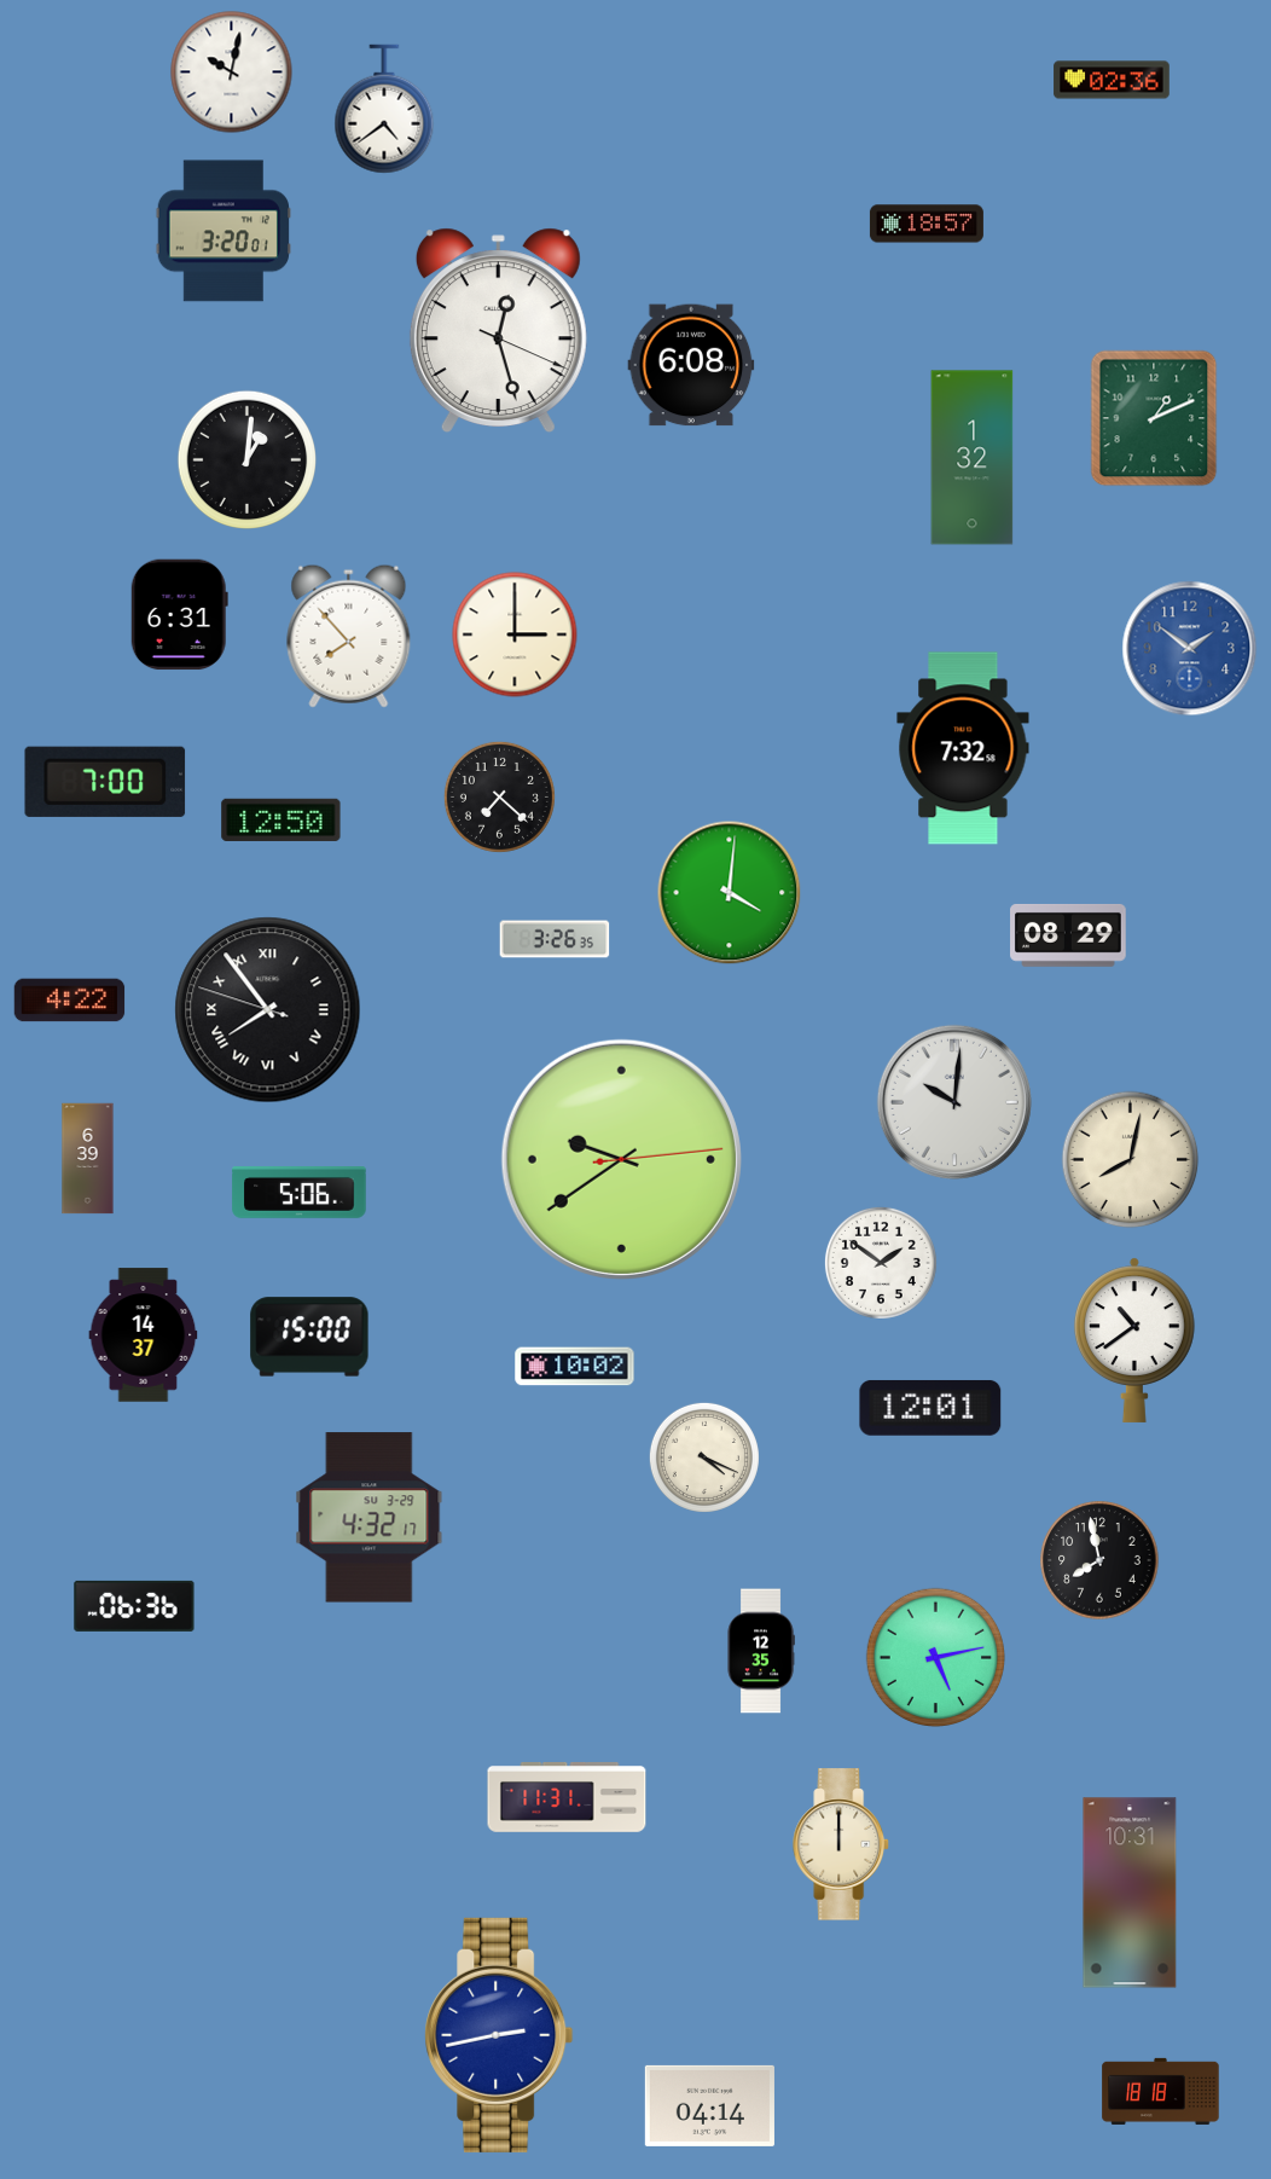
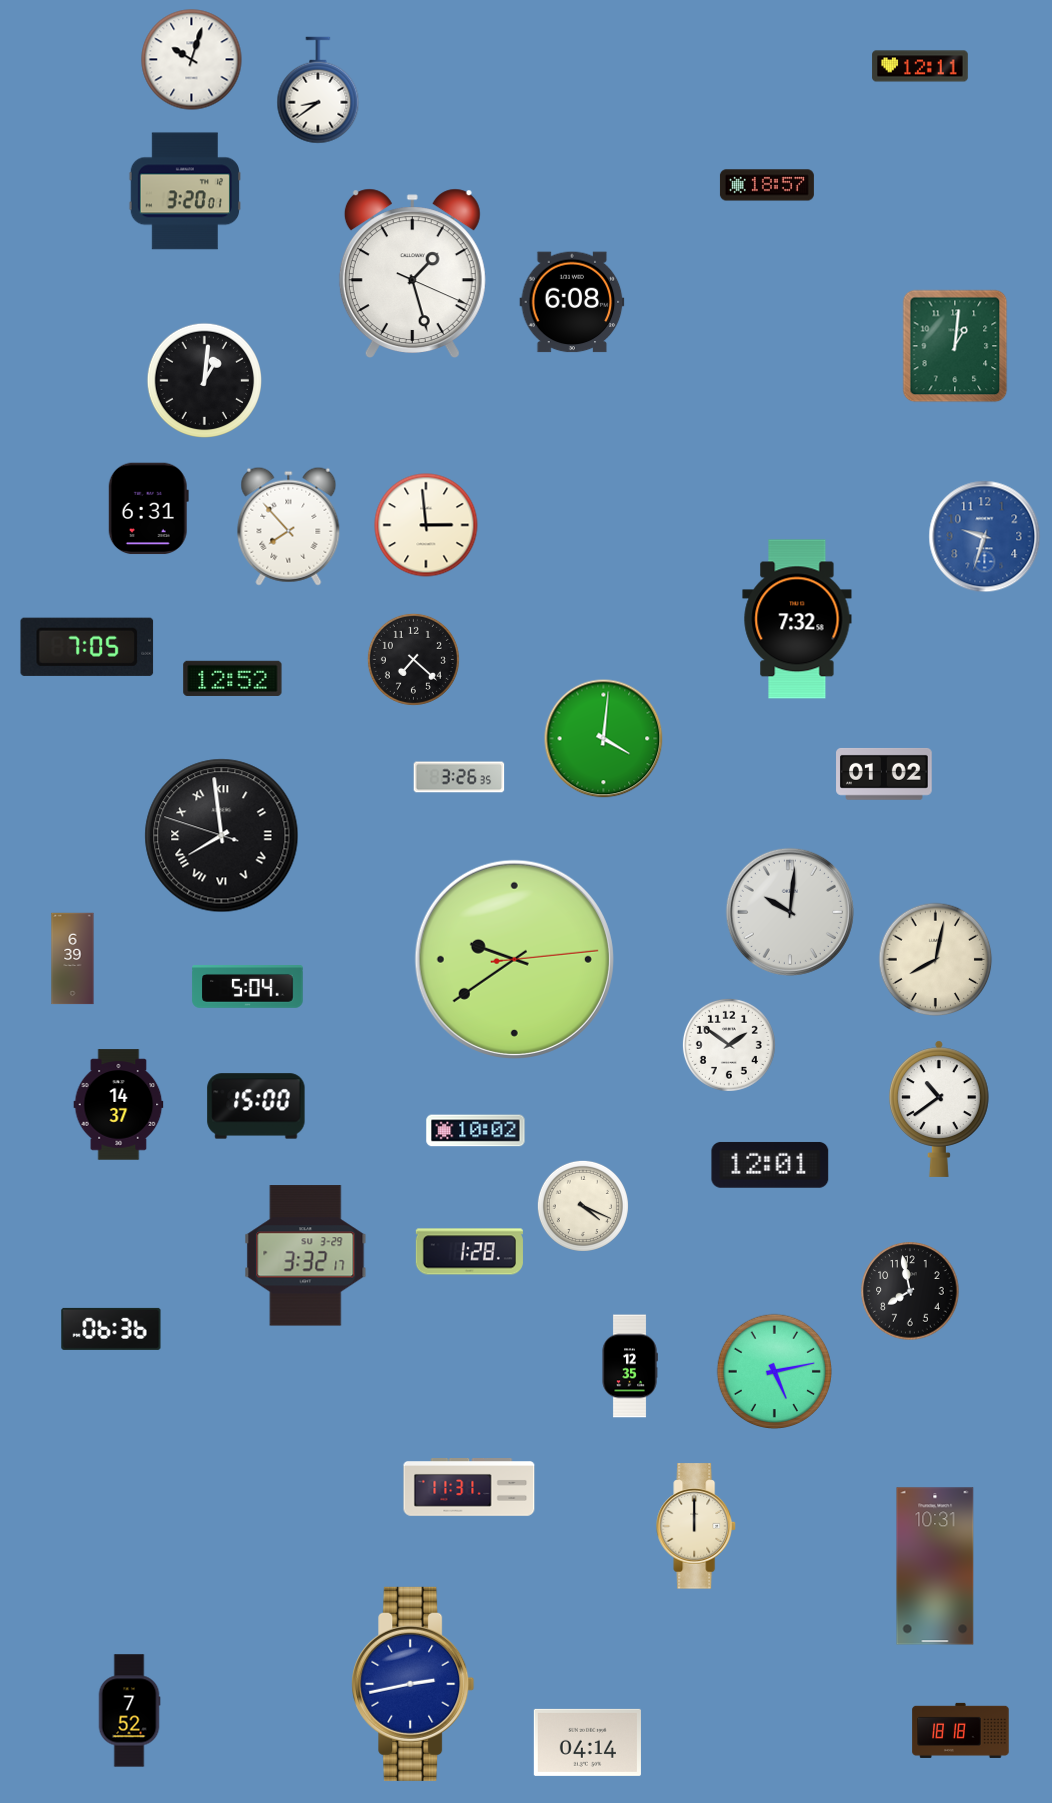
clock at (232, 73): 10:02 -> 10:03
clock at (1112, 80): 02:36 -> 12:11
clock at (384, 109): 4:39 -> 8:39
clock at (498, 330): 12:27 -> 1:27
clock at (1154, 418): 1:11 -> 1:01
clock at (973, 458): 1:32 -> none
clock at (515, 634): 3:00 -> 2:59
clock at (1190, 649): 1:51 -> 9:33
clock at (105, 782): 7:00 -> 7:05
clock at (282, 819): 12:50 -> 12:52
clock at (1068, 935): 08:29 -> 01:02
clock at (70, 1001): 4:22 -> none
clock at (268, 1010): 7:53 -> 7:58
clock at (300, 1193): 5:06 -> 5:04
clock at (469, 1252): none -> 1:28
clock at (370, 1518): 4:32 -> 3:32
clock at (129, 1711): none -> 7:52
